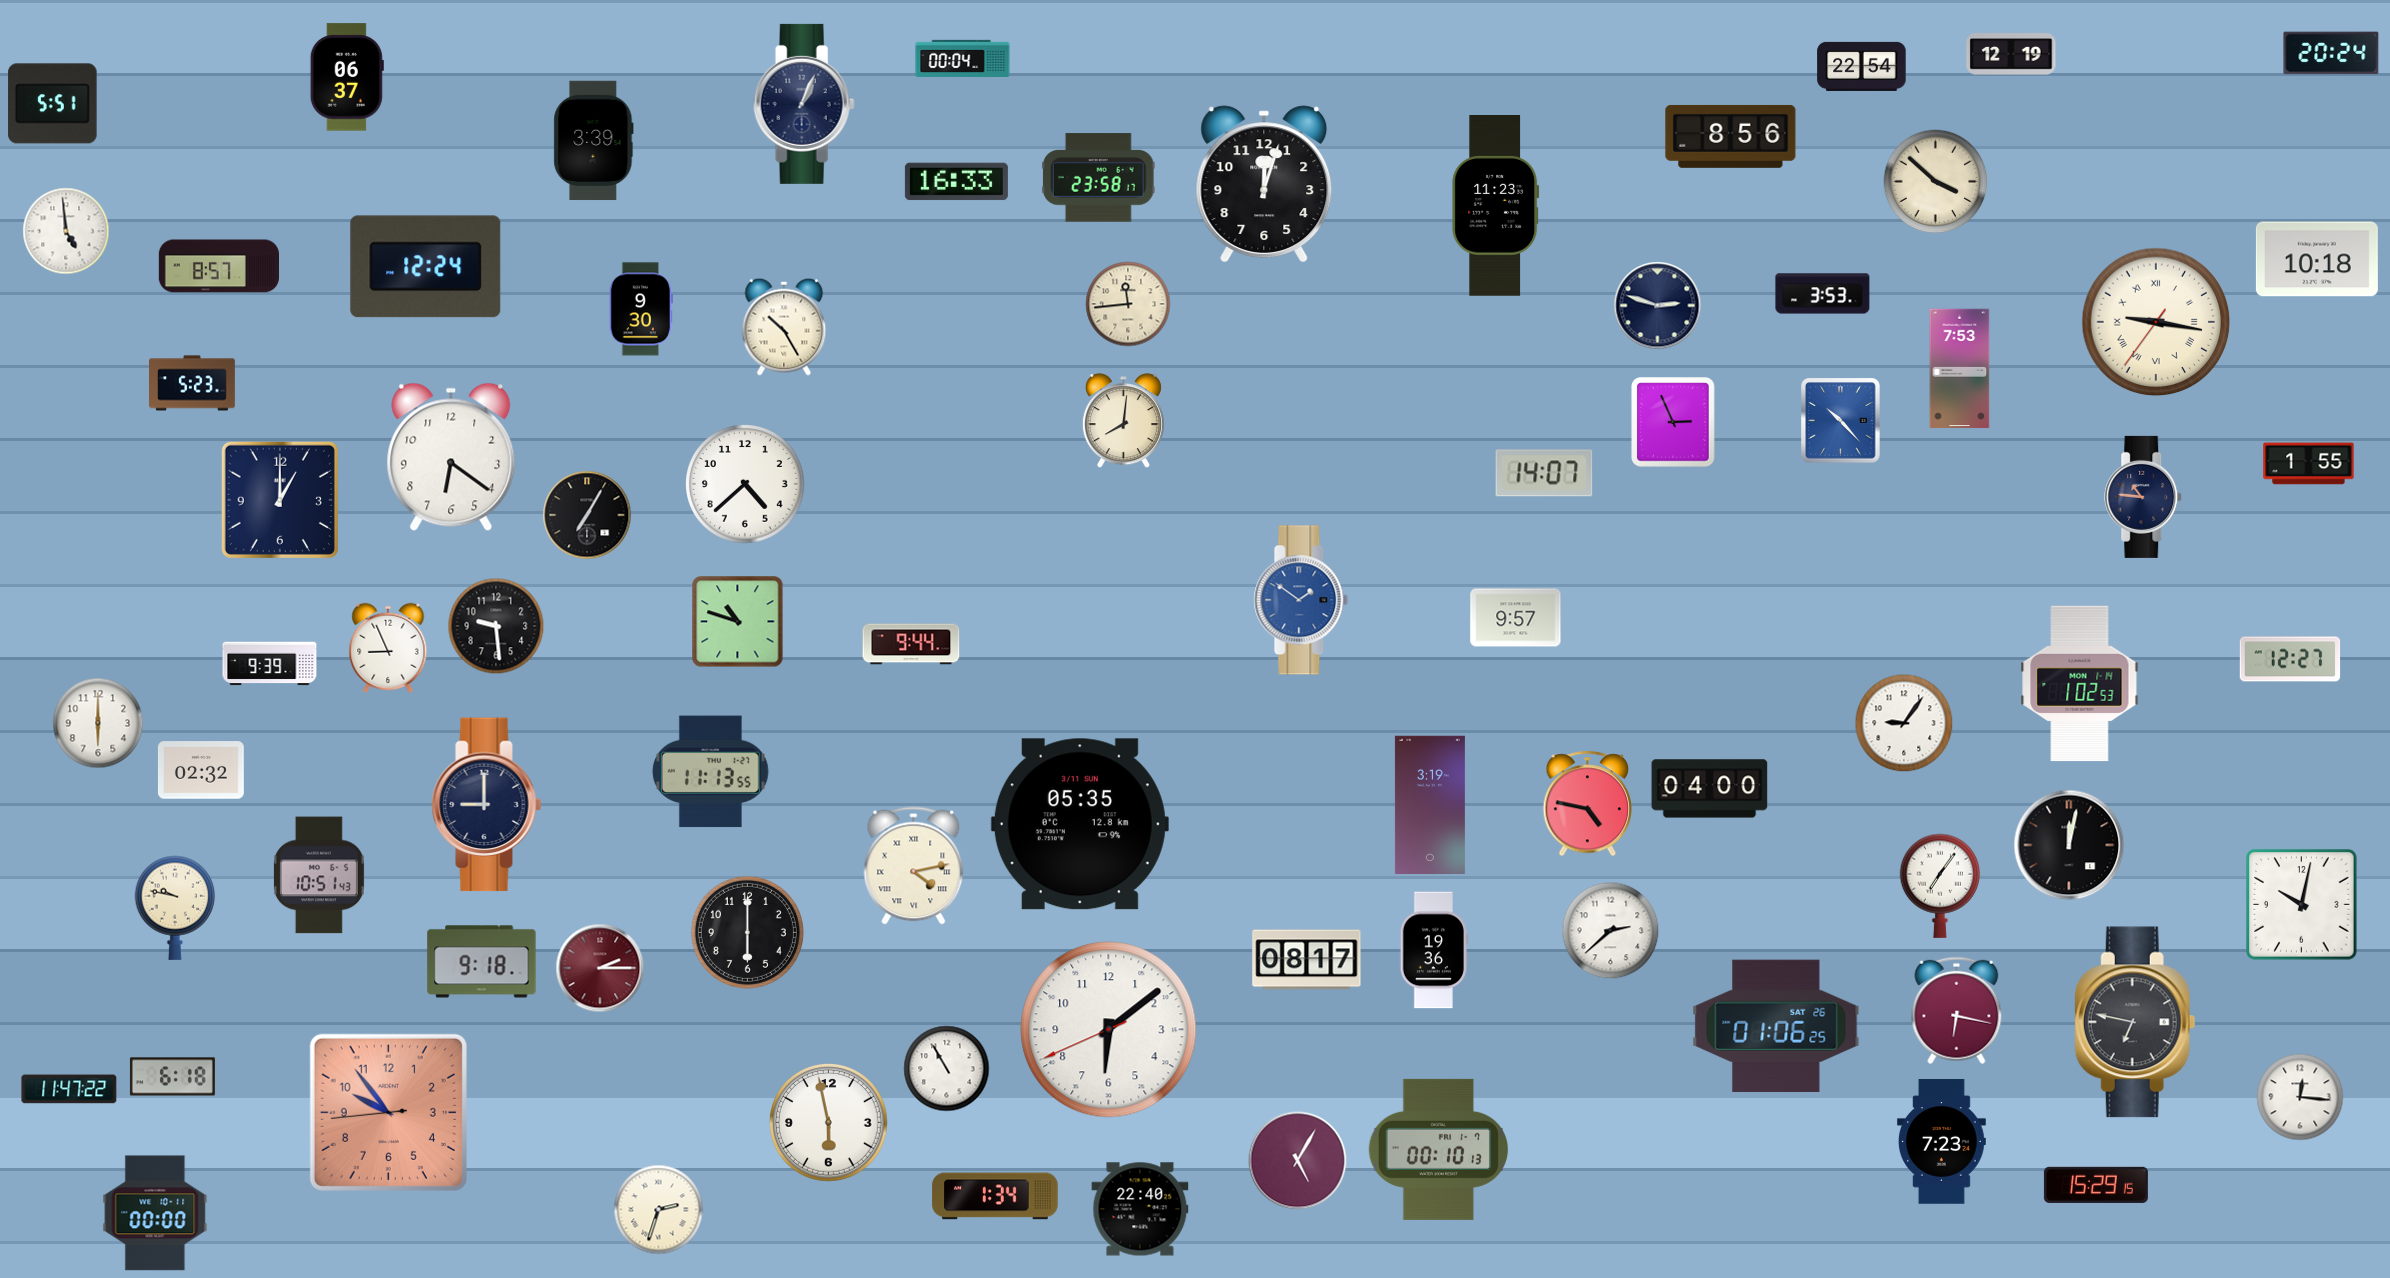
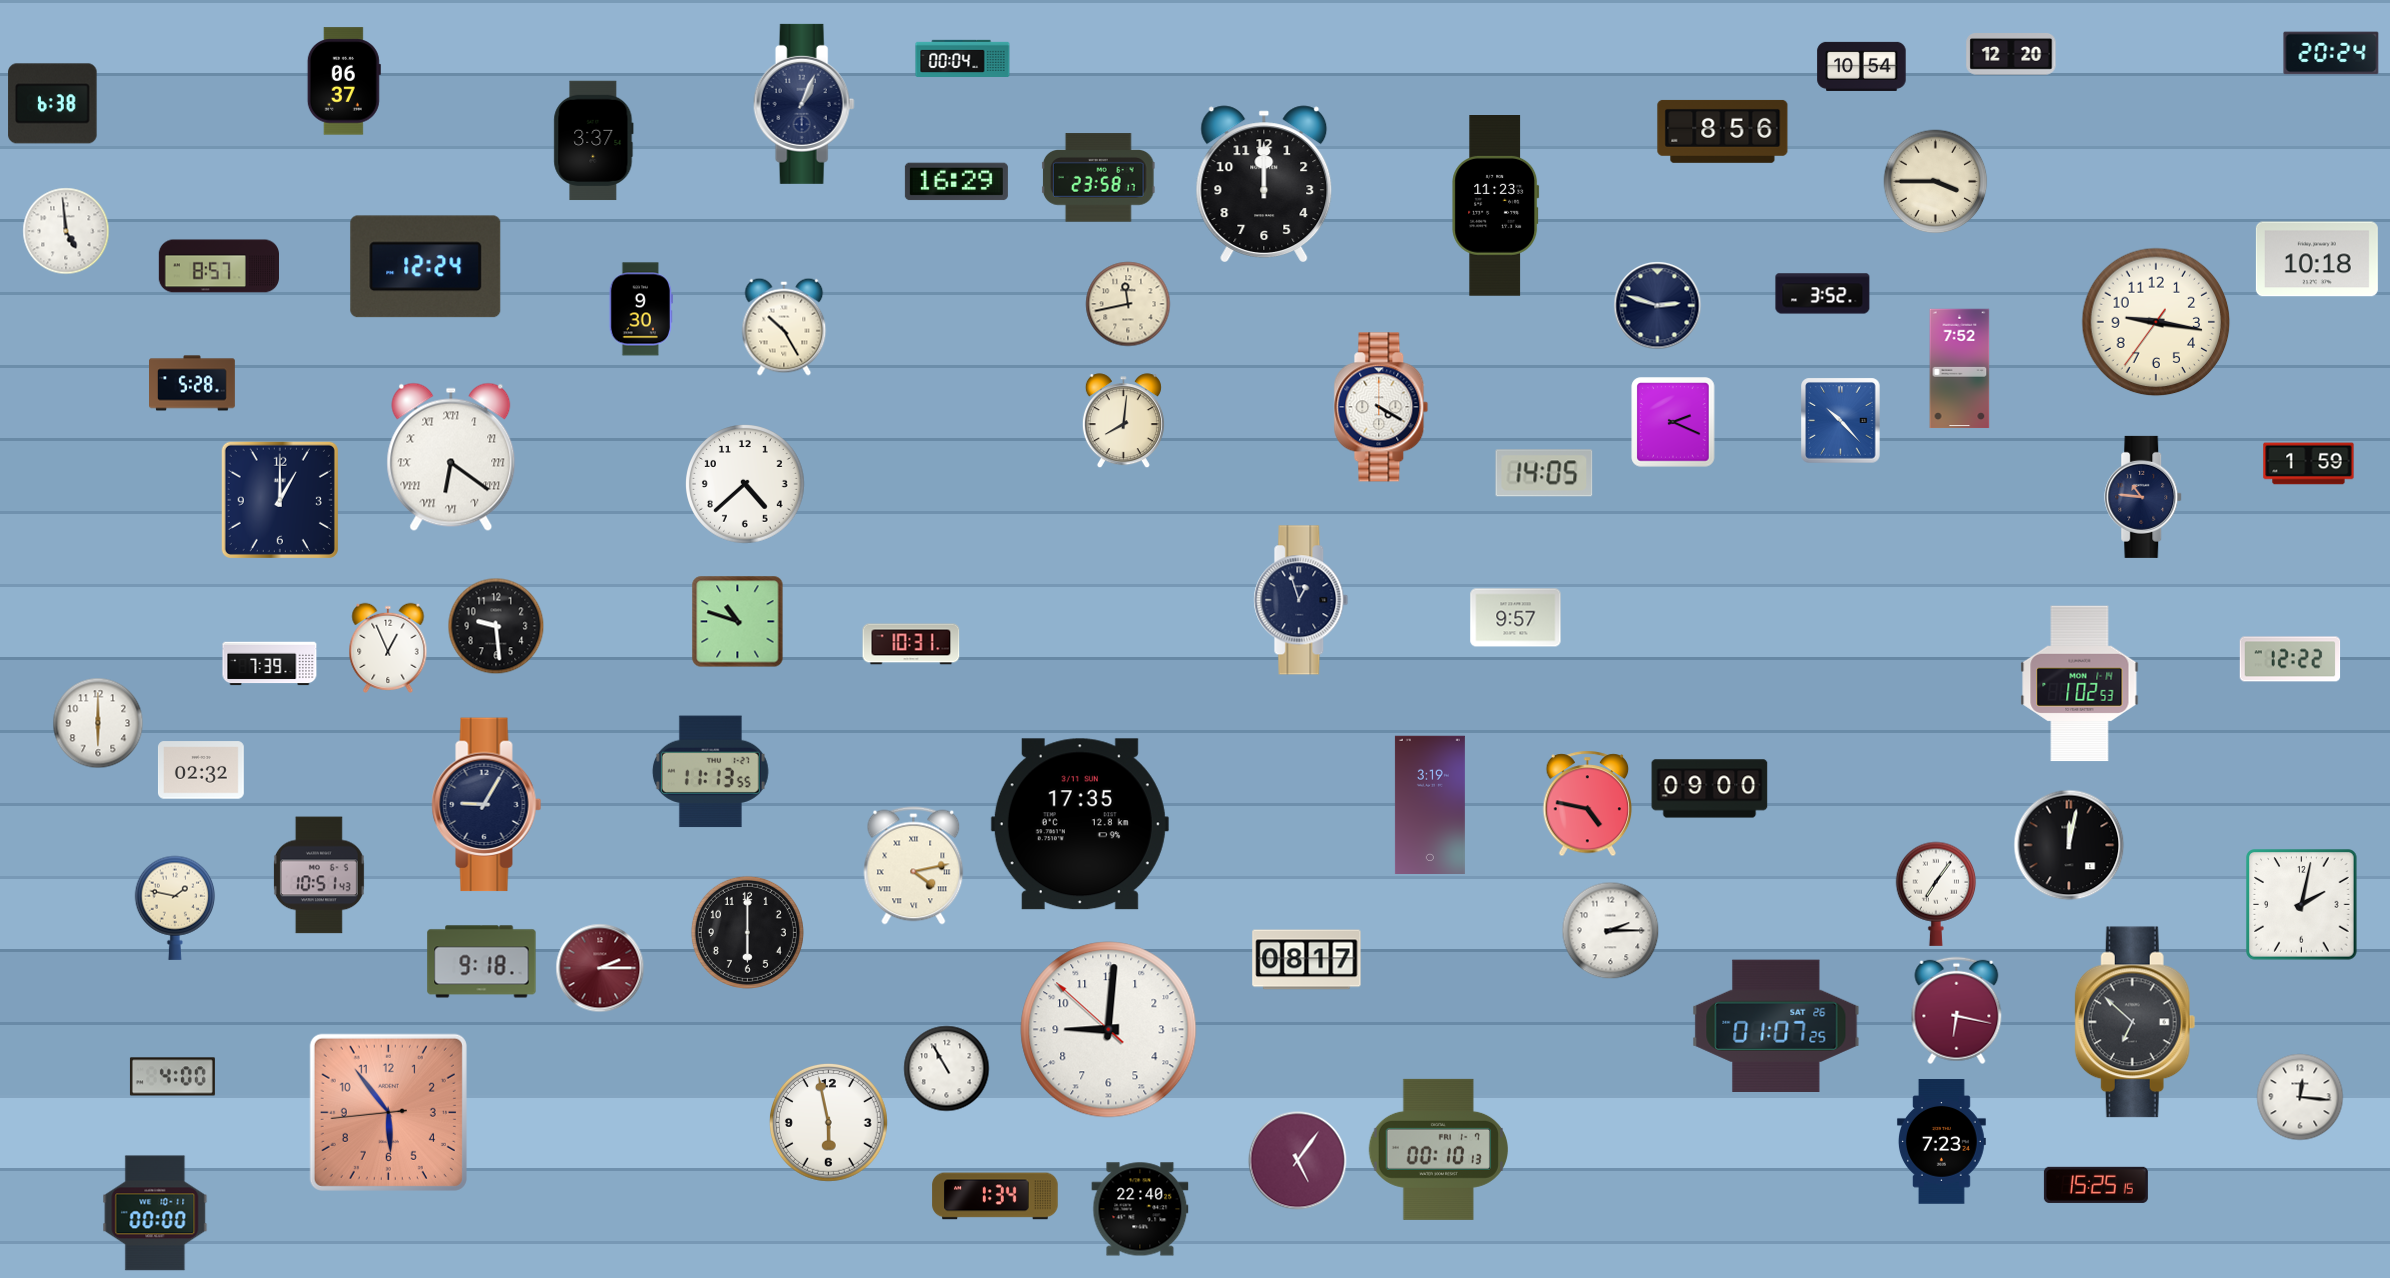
clock at (2011, 55): 12:19 -> 12:20
clock at (1862, 66): 22:54 -> 10:54
clock at (347, 77) position: (347, 77) -> (344, 81)
clock at (53, 104): 5:51 -> 6:38
clock at (1731, 136) position: (1731, 136) -> (1723, 131)
clock at (594, 141): 3:39 -> 3:37
clock at (956, 182): 16:33 -> 16:29
clock at (1936, 182): 3:52 -> 3:45
clock at (1264, 184): 12:03 -> 12:00
clock at (1823, 294): 3:53 -> 3:52
clock at (1128, 304): 11:44 -> 11:43
clock at (2156, 322) numerals: Roman -> Arabic
clock at (1960, 369): 7:53 -> 7:52
clock at (193, 383): 5:23 -> 5:28
clock at (1381, 407): none -> 4:20
clock at (1673, 422): 2:56 -> 2:19
clock at (451, 457) numerals: Arabic -> Roman
clock at (2309, 464): 1:55 -> 1:59
clock at (1544, 473): 14:07 -> 14:05
clock at (587, 515): 7:05 -> none
clock at (1301, 600): 1:51 -> 12:57
clock at (1301, 600) dial: blue -> navy
clock at (911, 644): 9:44 -> 10:31
clock at (388, 648): 8:56 -> 12:56
clock at (2290, 659): 12:27 -> 12:22
clock at (270, 664): 9:39 -> 7:39
clock at (1904, 723): 9:06 -> none
clock at (1710, 789): 04:00 -> 09:00
clock at (487, 805): 9:00 -> 9:05
clock at (1080, 824): 05:35 -> 17:35
clock at (1940, 886) position: (1940, 886) -> (1936, 894)
clock at (2302, 905): 10:02 -> 2:02
clock at (175, 908): 9:47 -> 1:47
clock at (1611, 931): 2:38 -> 2:15
clock at (1434, 950): 19:36 -> none
clock at (2135, 1022): 6:47 -> 6:52
clock at (1776, 1025): 01:06 -> 01:07
clock at (1109, 1030): 6:08 -> 9:00
clock at (172, 1077): 6:18 -> 4:00
clock at (69, 1089): 11:47 -> none
clock at (388, 1112): 9:53 -> 5:53
clock at (1298, 1161): 5:05 -> 5:06
clock at (2096, 1185): 15:29 -> 15:25
clock at (659, 1210): 2:33 -> none
